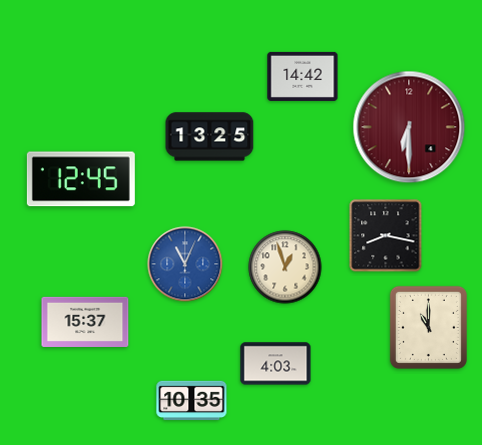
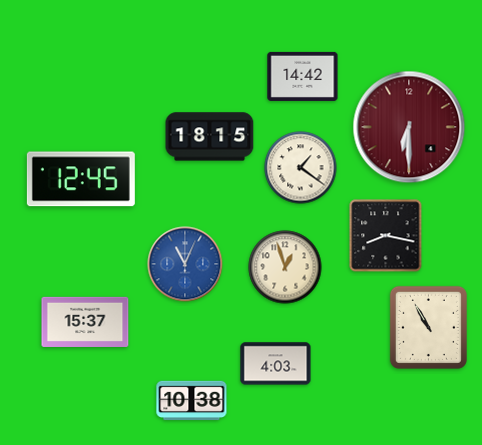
clock at (210, 137): 13:25 -> 18:15
clock at (301, 168): none -> 1:21
clock at (428, 327): 11:00 -> 10:55
clock at (192, 401): 10:35 -> 10:38
